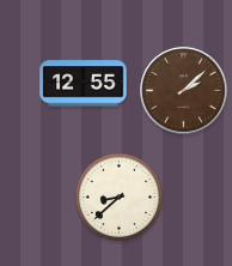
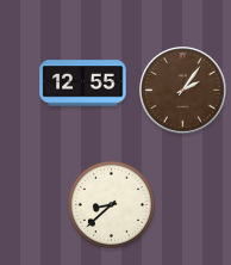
clock at (184, 91): 2:08 -> 2:06
clock at (118, 197) position: (118, 197) -> (111, 204)
